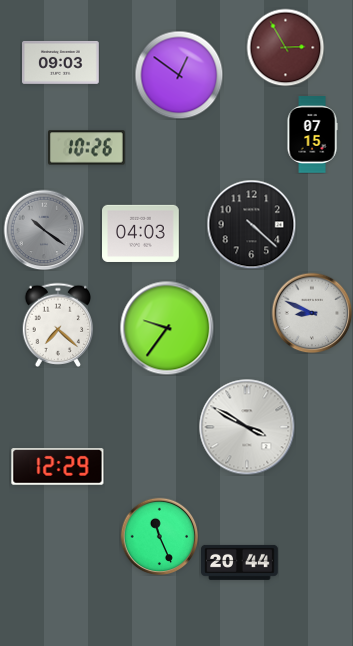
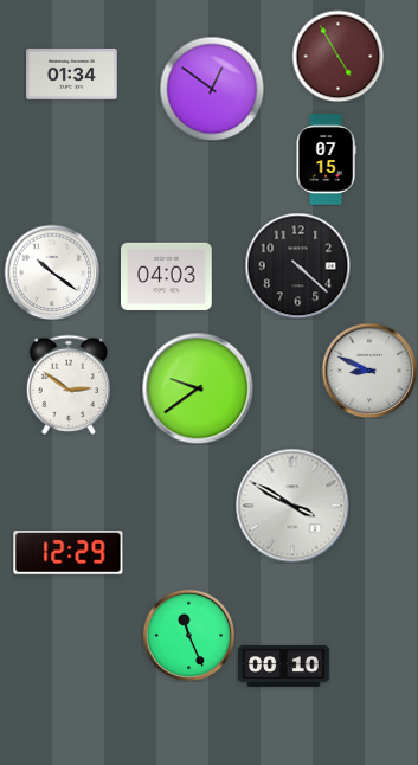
clock at (285, 47): 2:55 -> 4:55
clock at (61, 62): 09:03 -> 01:34
clock at (312, 135) position: (312, 135) -> (326, 160)
clock at (87, 148): 10:26 -> none
clock at (44, 230) dial: grey -> white
clock at (58, 325): 7:22 -> 2:51
clock at (167, 328): 9:36 -> 9:39
clock at (240, 562): 20:44 -> 00:10
